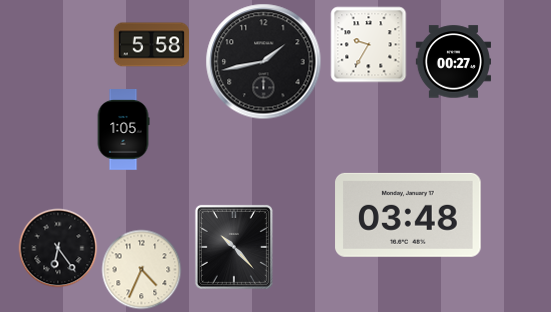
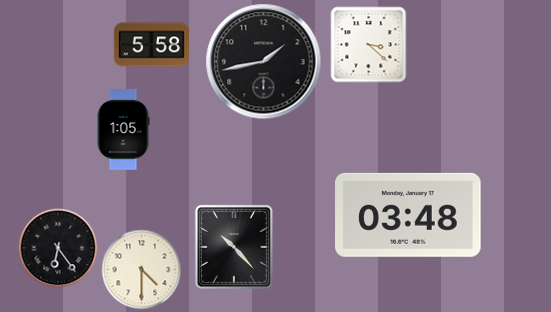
clock at (369, 45): 9:35 -> 3:22
clock at (453, 62): 00:27 -> none
clock at (142, 270): 4:34 -> 4:30
